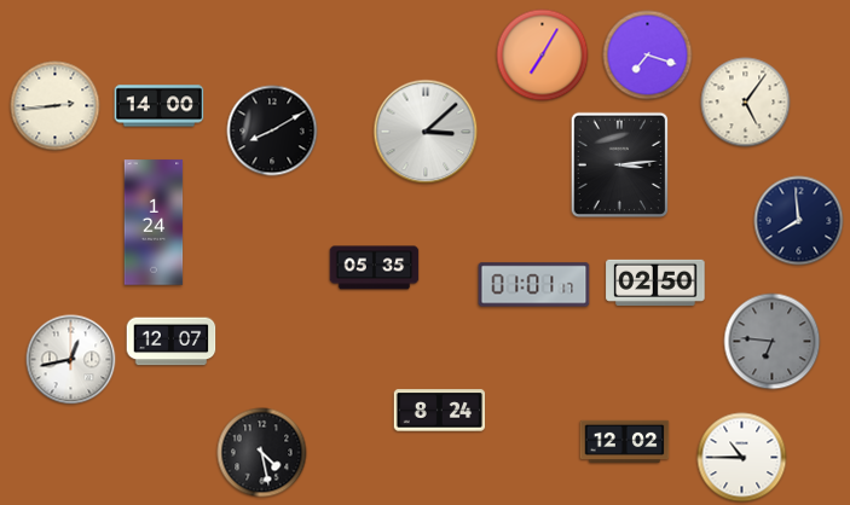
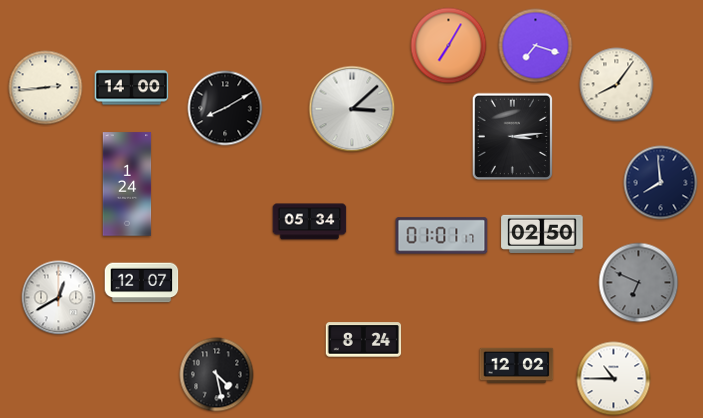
clock at (746, 103): 5:06 -> 8:06
clock at (375, 268): 05:35 -> 05:34
clock at (773, 342): 6:46 -> 6:49
clock at (71, 360): 12:43 -> 12:40
